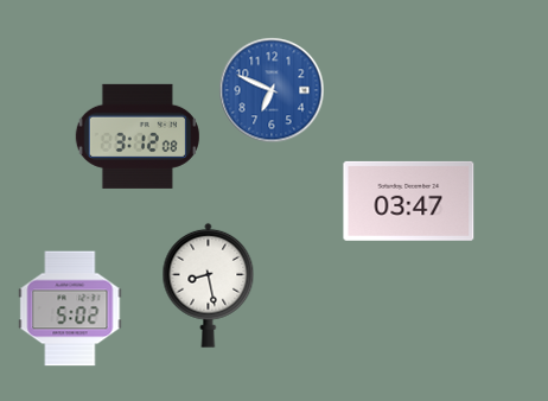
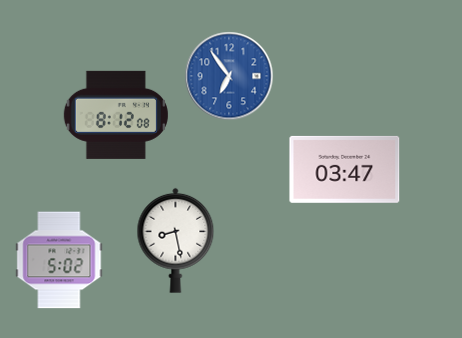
clock at (272, 90): 6:49 -> 6:54
clock at (138, 136): 3:12 -> 8:12
